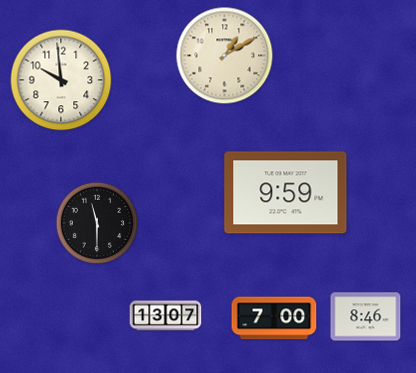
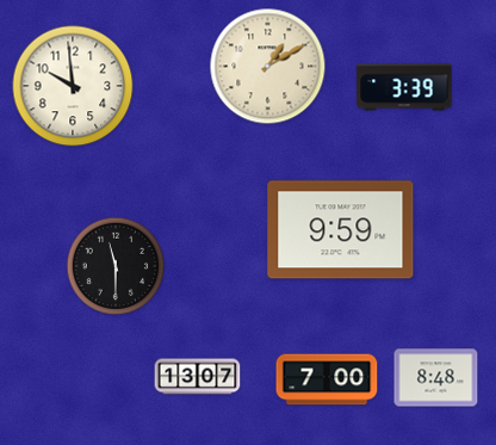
clock at (404, 87): none -> 3:39
clock at (61, 80) position: (61, 80) -> (73, 86)
clock at (366, 317): 8:46 -> 8:48
